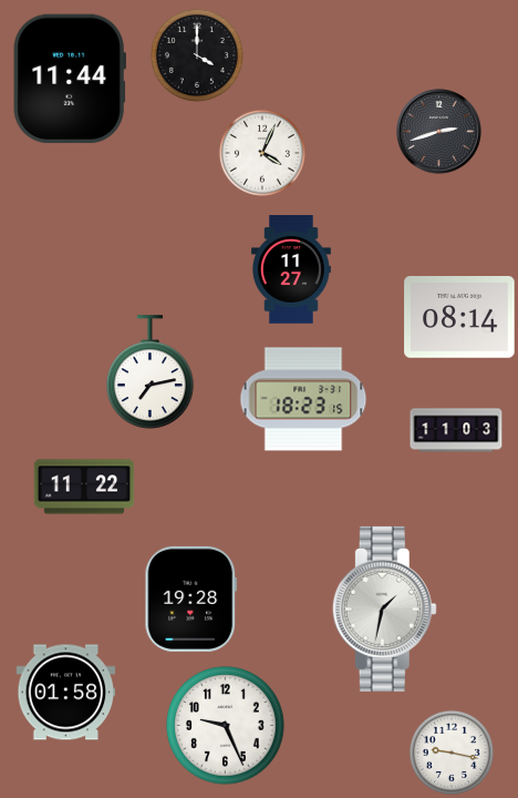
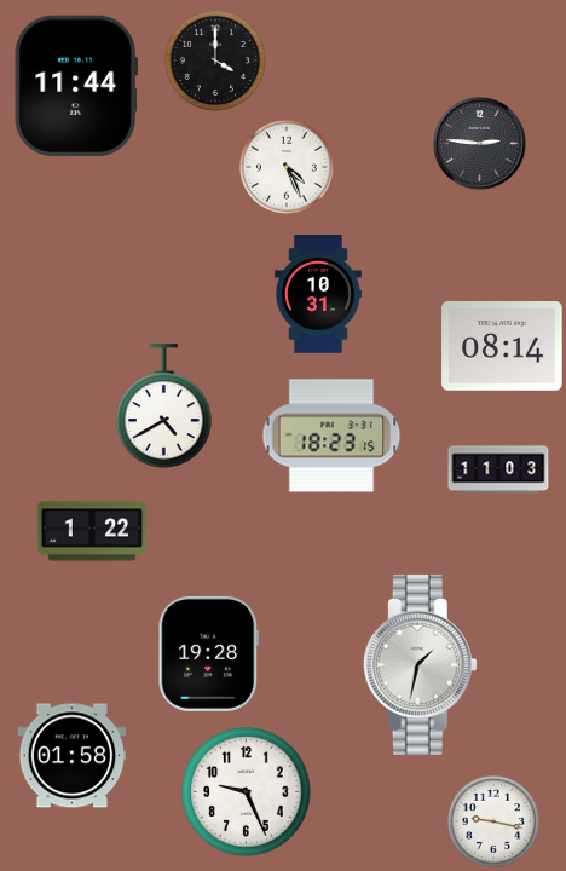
clock at (439, 132): 2:42 -> 2:46
clock at (262, 153): 4:04 -> 4:26
clock at (291, 269): 11:27 -> 10:31
clock at (149, 372): 7:13 -> 4:40
clock at (84, 487): 11:22 -> 1:22
